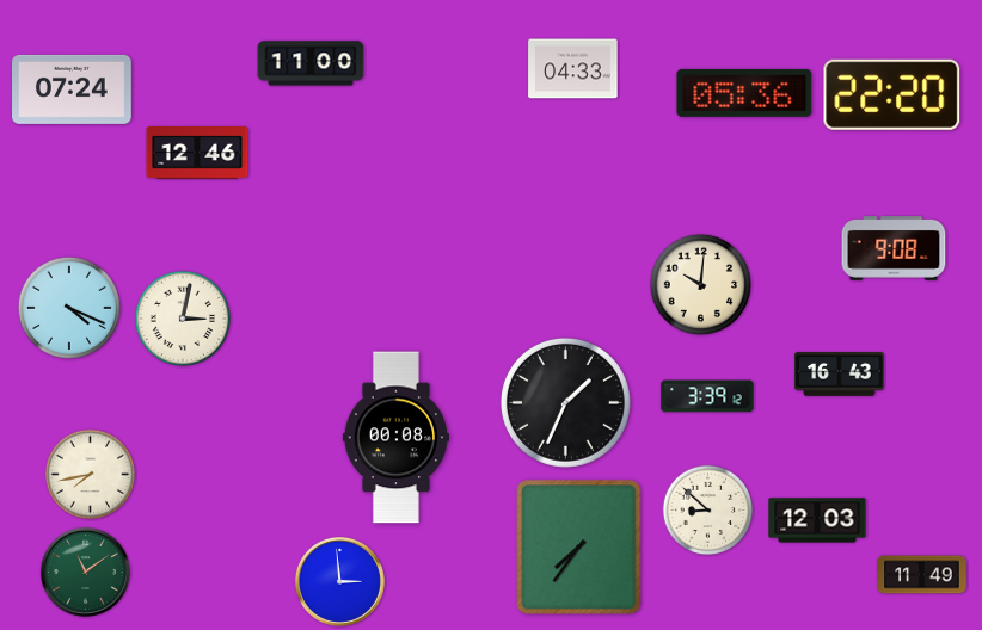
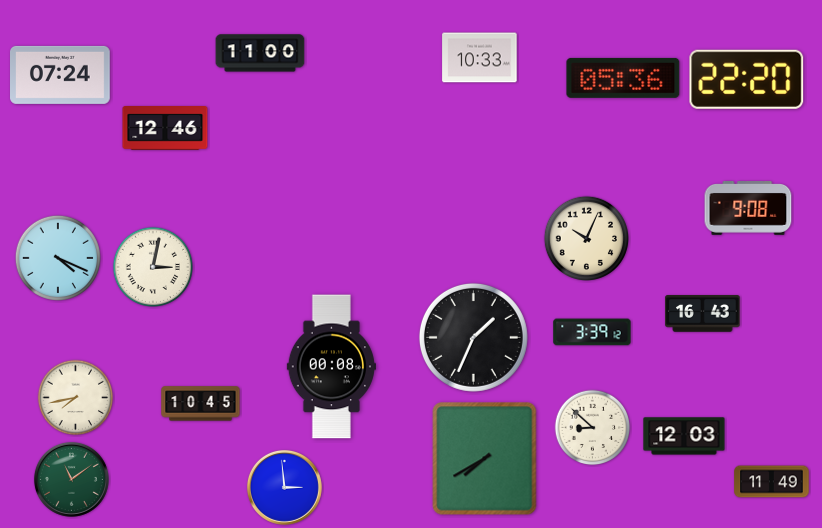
clock at (573, 69): 04:33 -> 10:33
clock at (700, 284): 10:01 -> 10:04
clock at (201, 404): none -> 10:45
clock at (579, 548): 7:36 -> 7:40
